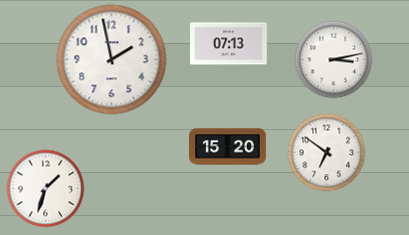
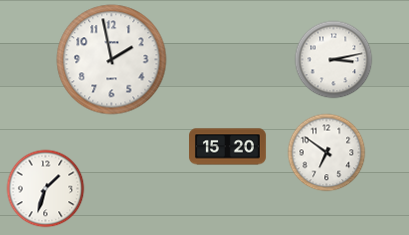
clock at (229, 44): 07:13 -> none
